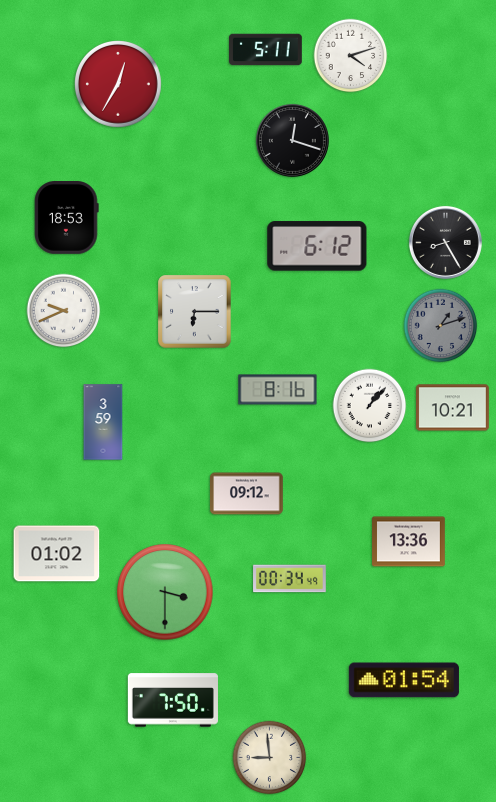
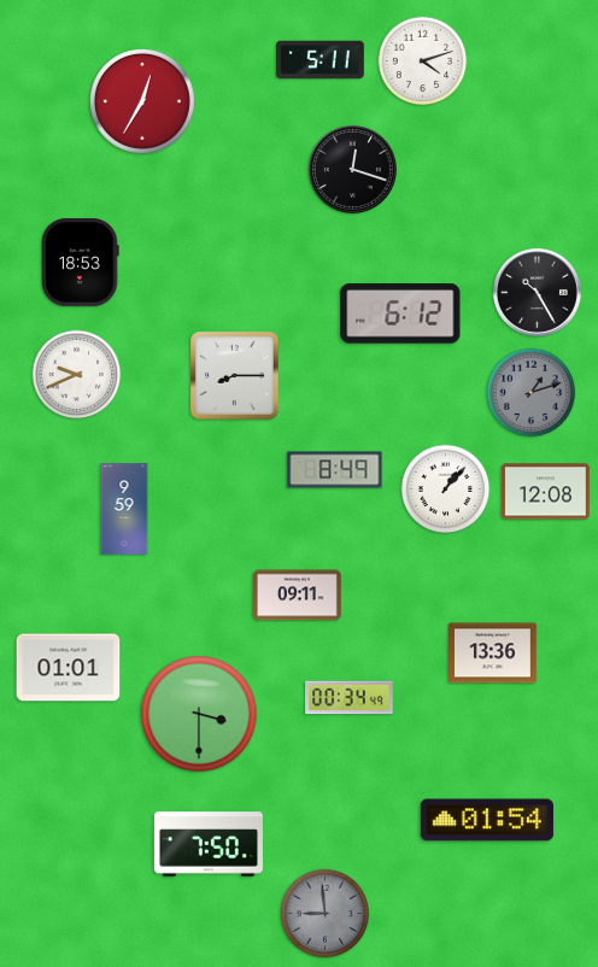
clock at (351, 56) position: (351, 56) -> (423, 61)
clock at (445, 242): 8:25 -> 10:25
clock at (317, 246) position: (317, 246) -> (400, 313)
clock at (195, 312): 6:15 -> 8:15
clock at (278, 390): 8:16 -> 8:49
clock at (453, 408): 10:21 -> 12:08
clock at (103, 422): 3:59 -> 9:59
clock at (247, 494): 09:12 -> 09:11
clock at (57, 554): 01:02 -> 01:01
clock at (270, 758) dial: cream -> grey
